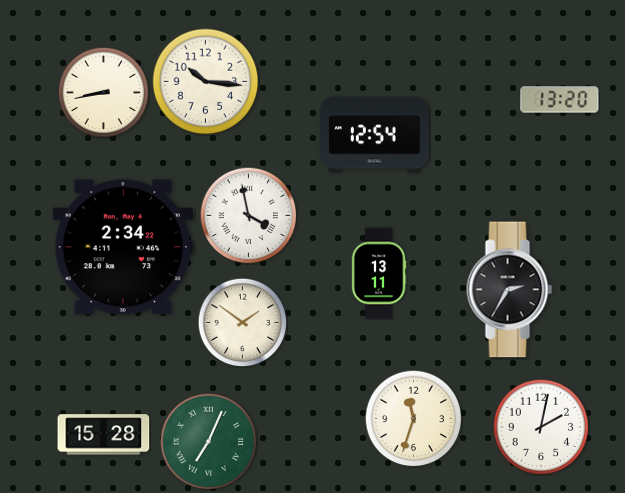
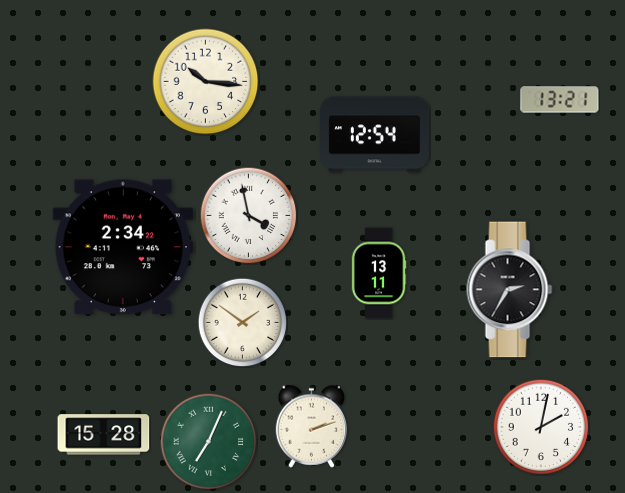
clock at (103, 92): 8:43 -> none
clock at (560, 100): 13:20 -> 13:21
clock at (413, 418): 11:33 -> none
clock at (312, 426): none -> 2:12
